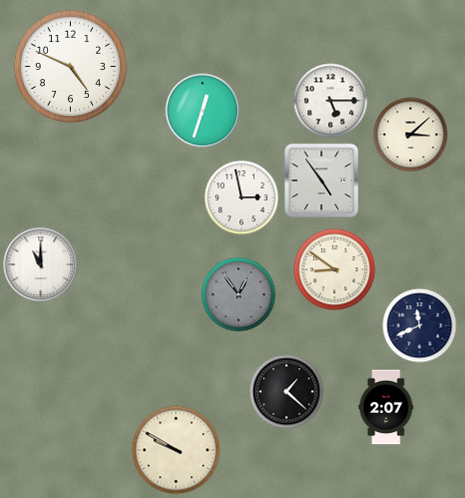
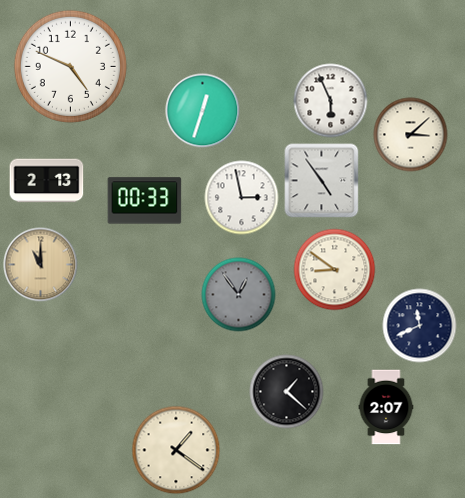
clock at (331, 101): 5:15 -> 5:56
clock at (47, 181): none -> 2:13
clock at (145, 201): none -> 00:33
clock at (41, 265) dial: white -> champagne
clock at (176, 450): 9:50 -> 1:21
